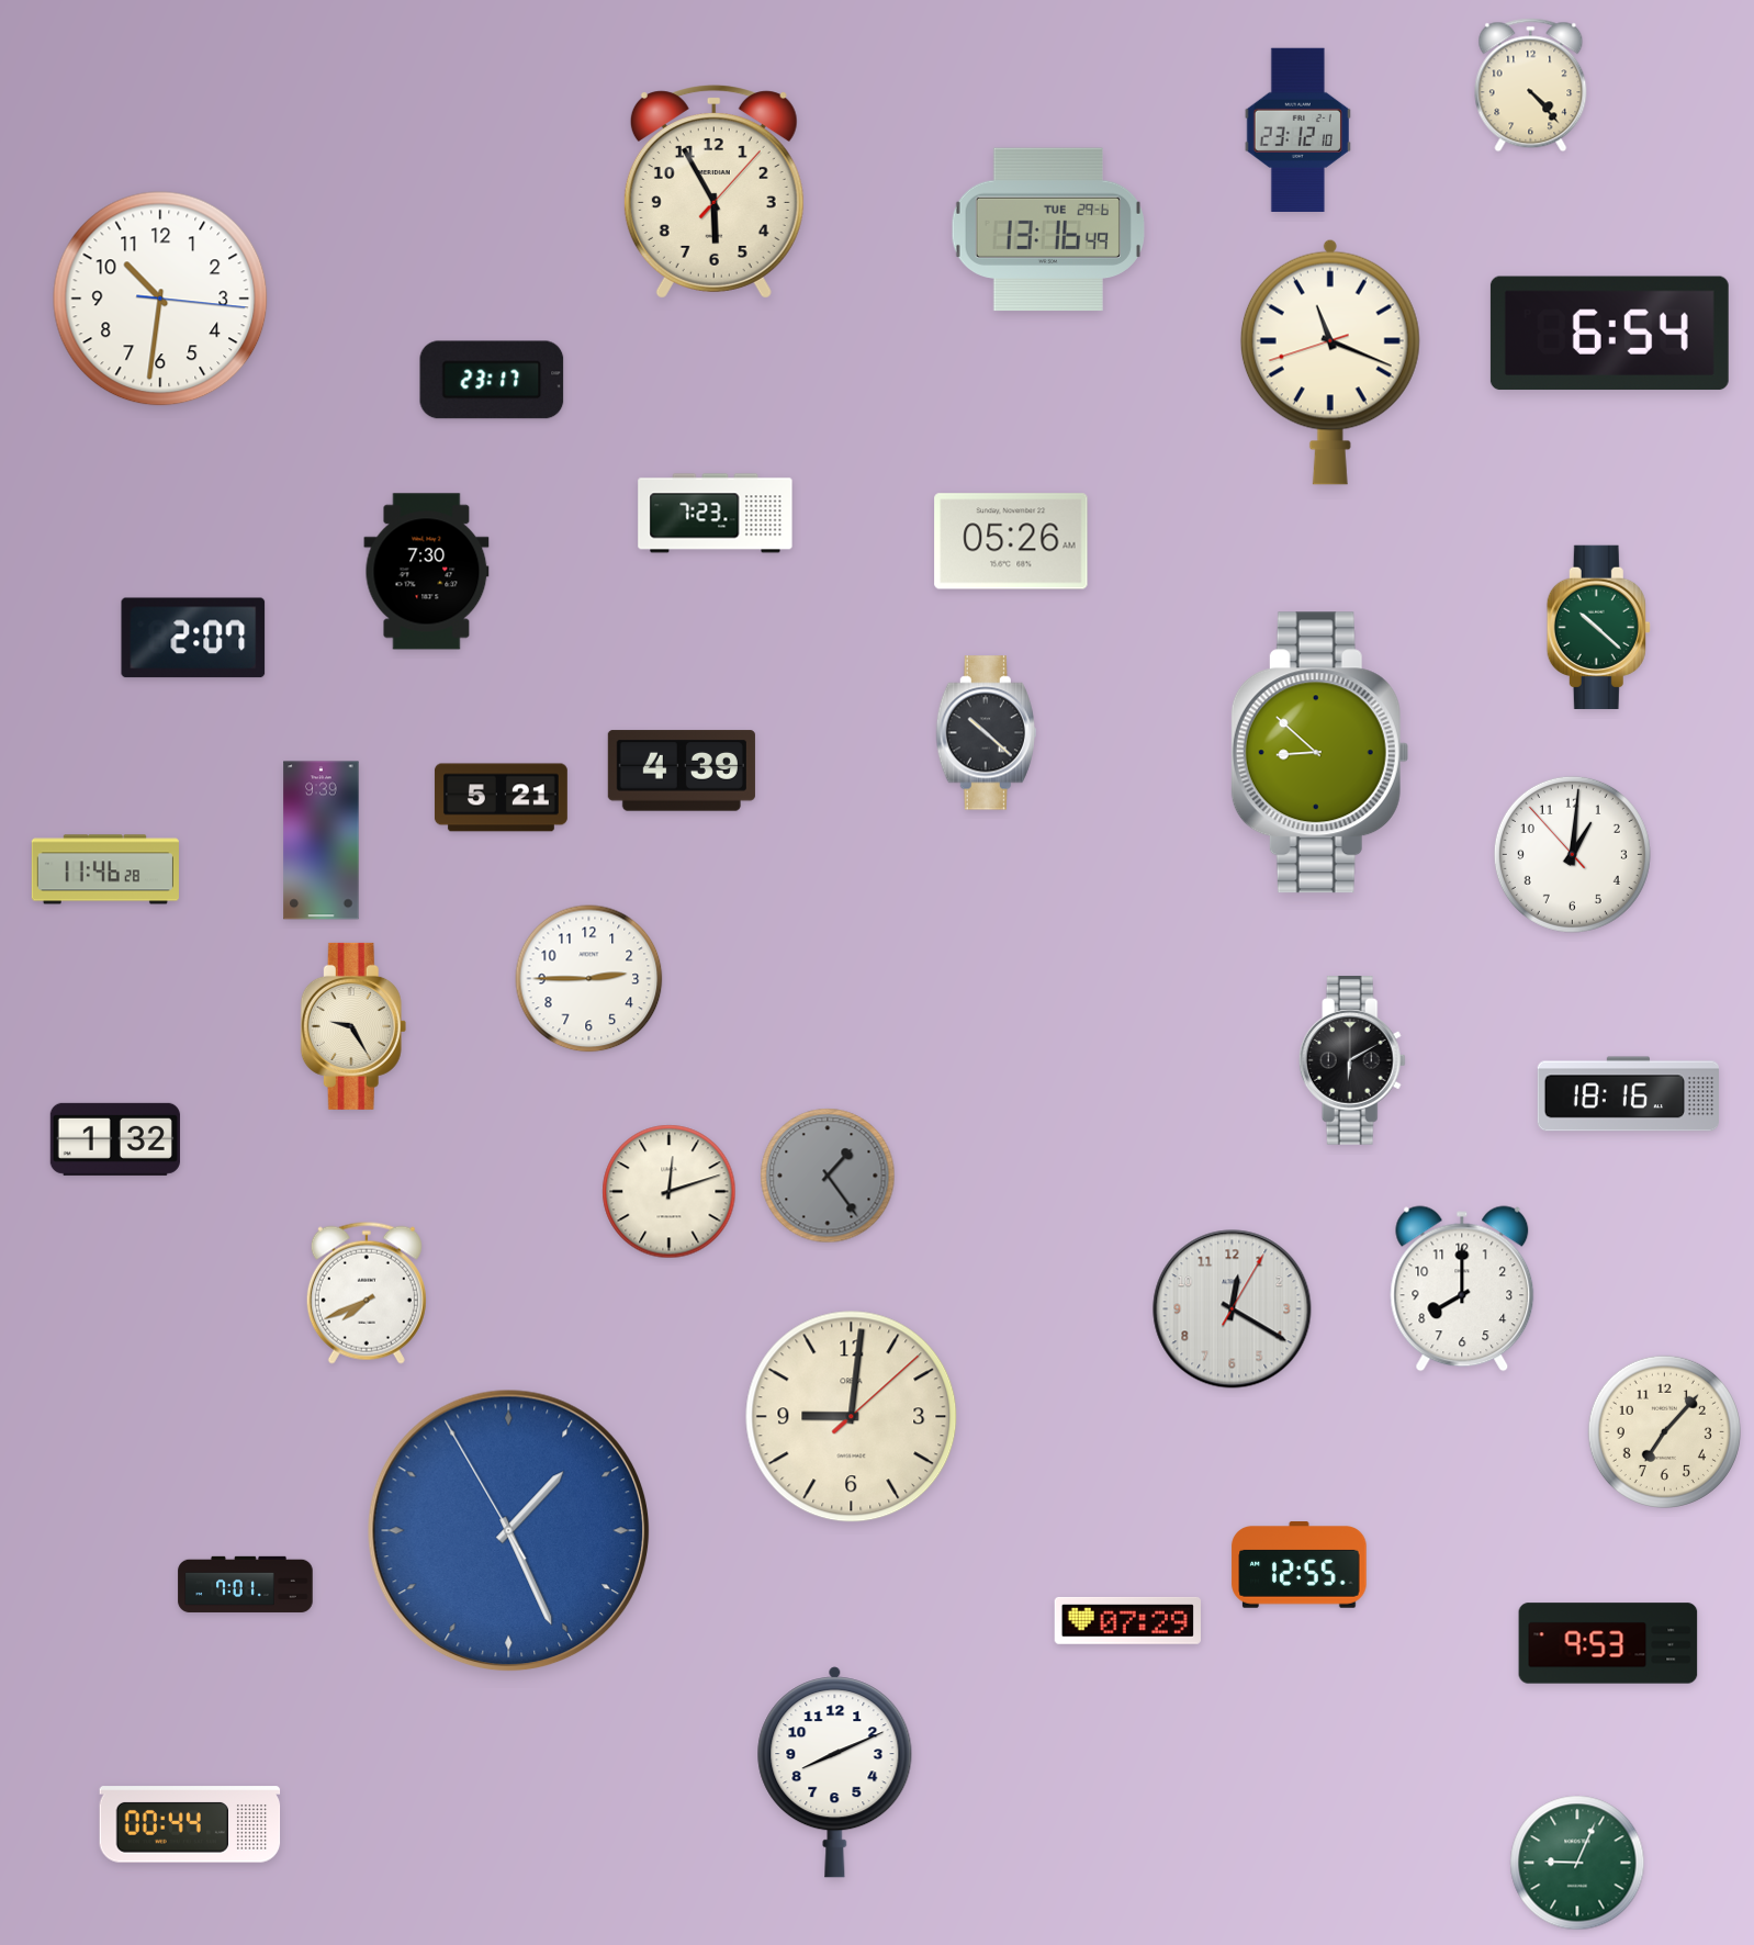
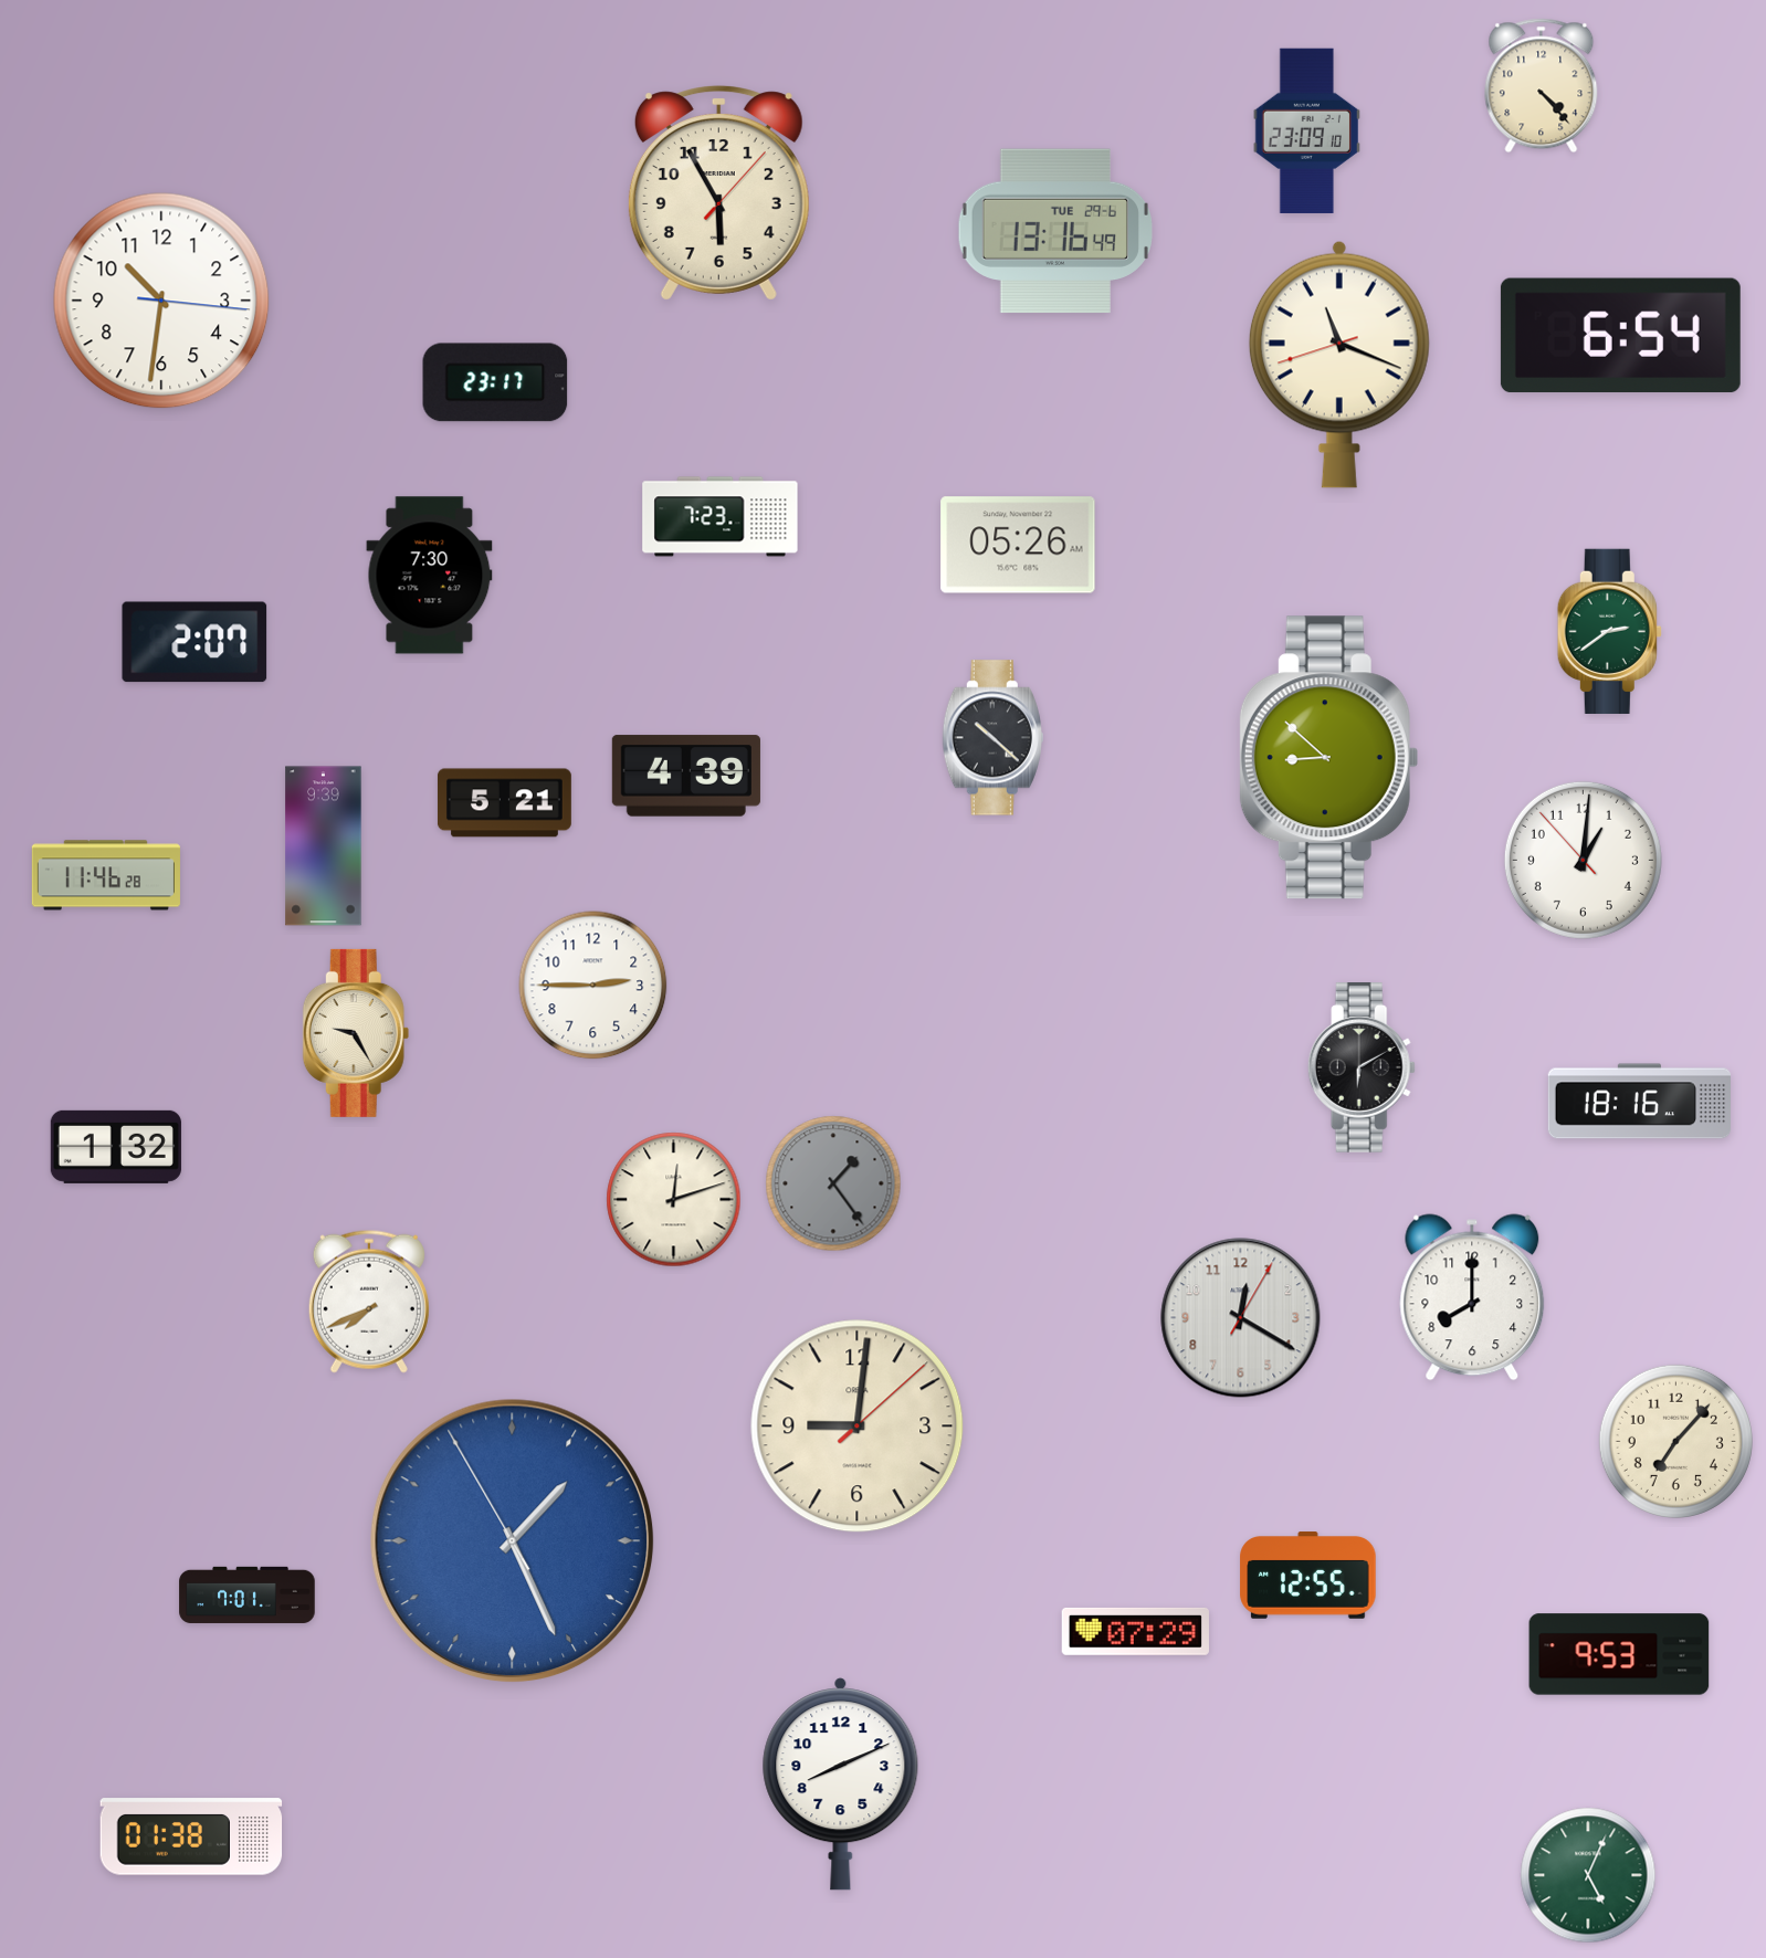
clock at (1297, 130): 23:12 -> 23:09
clock at (1598, 627): 10:22 -> 2:39
clock at (190, 1824): 00:44 -> 01:38
clock at (1577, 1863): 9:04 -> 5:04
